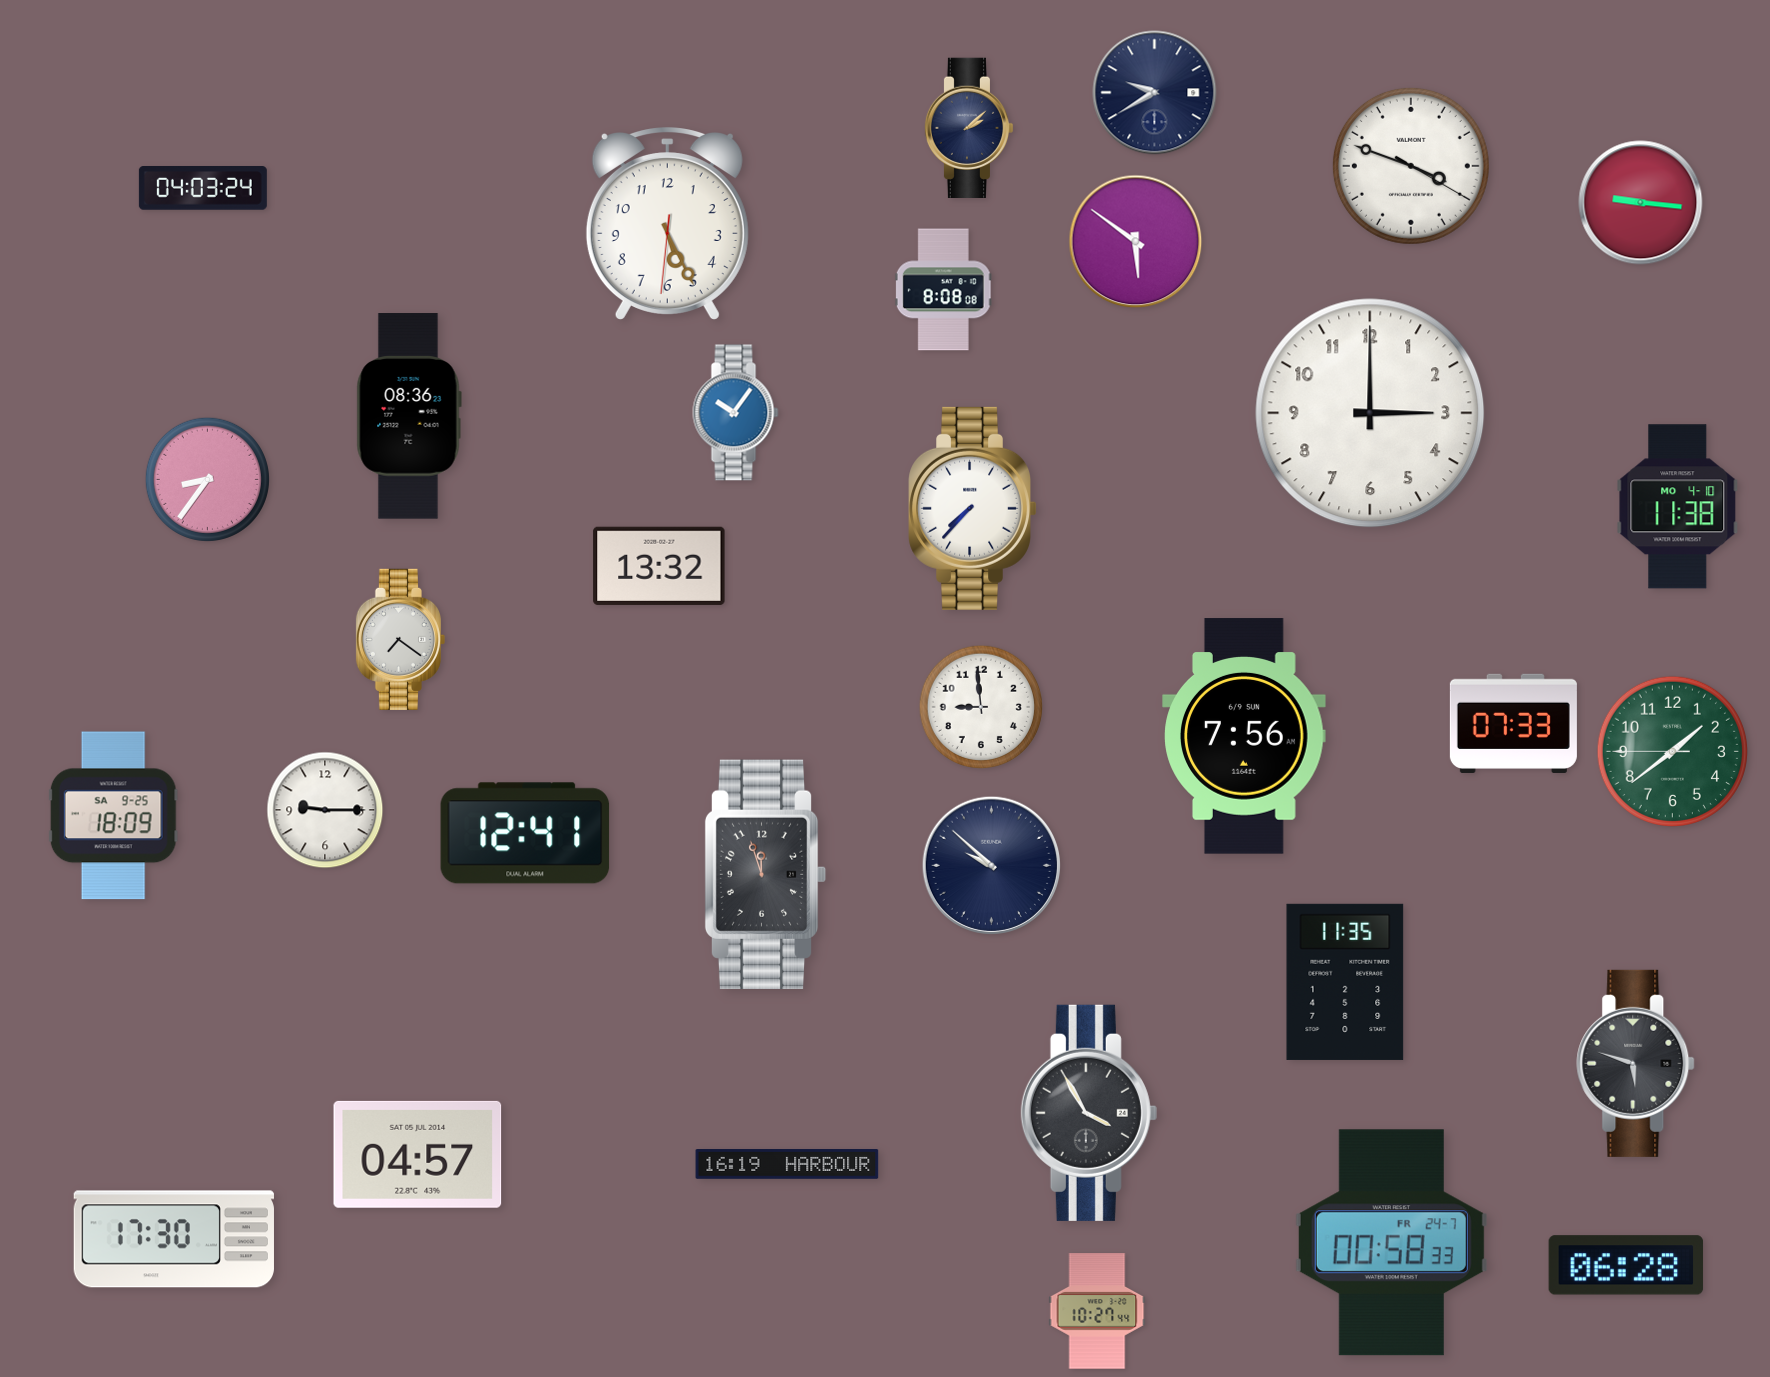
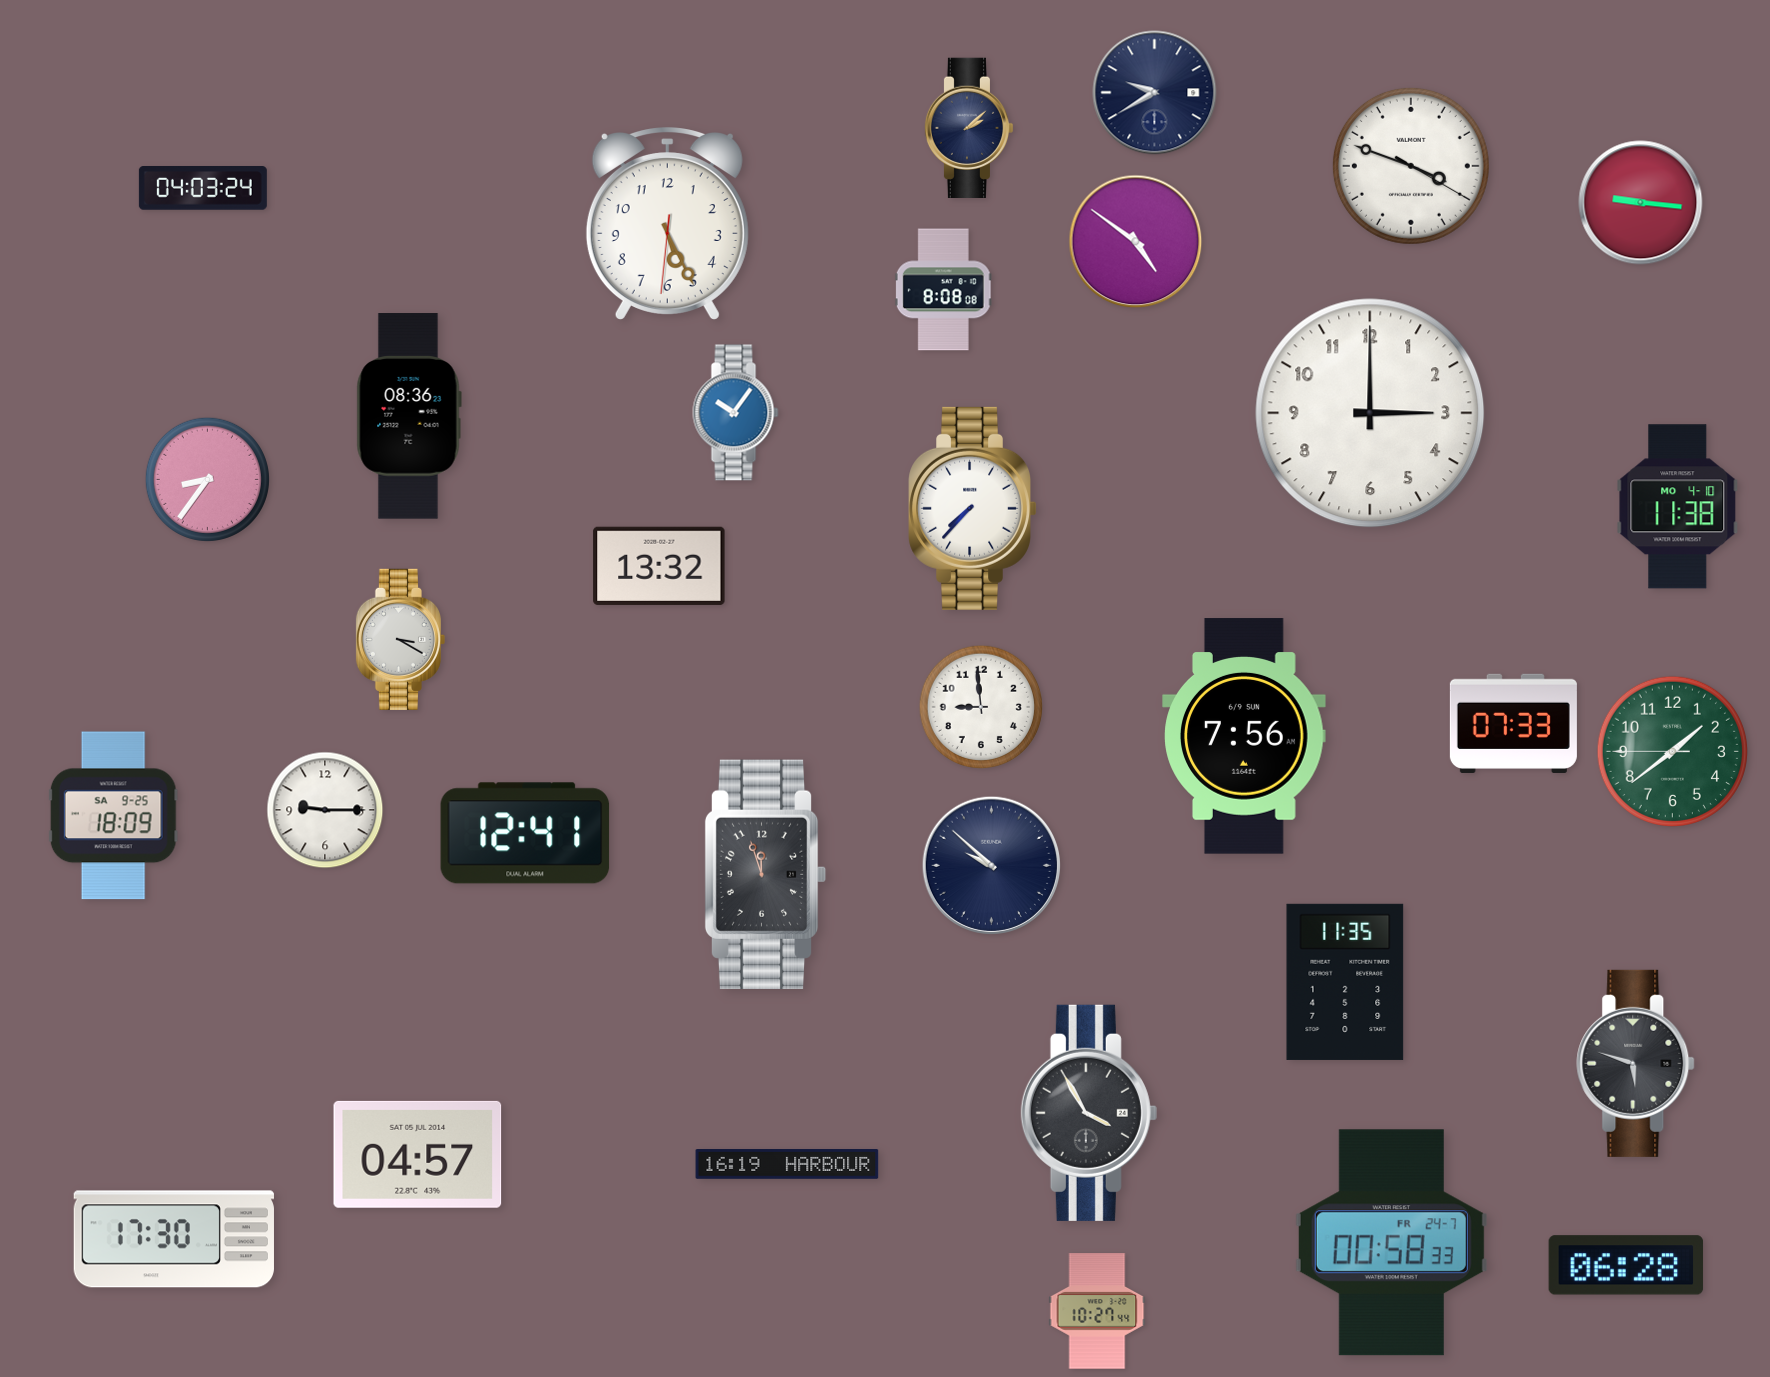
clock at (1136, 242): 5:51 -> 4:51
clock at (400, 639): 7:21 -> 3:20
